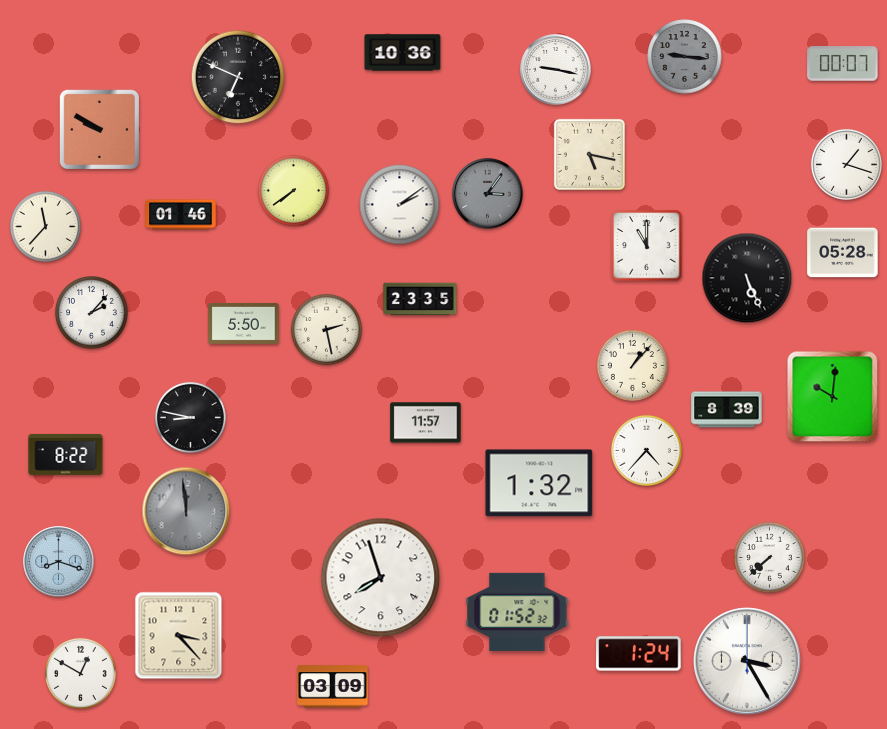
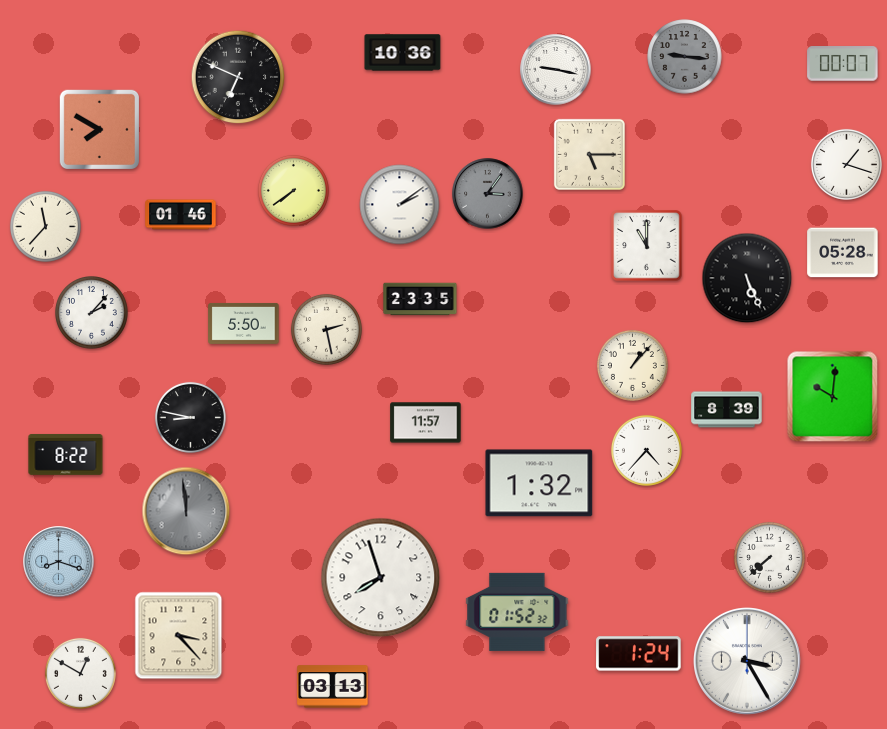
clock at (99, 129): 9:50 -> 7:50
clock at (589, 154): 5:17 -> 5:15
clock at (333, 687): 03:09 -> 03:13
